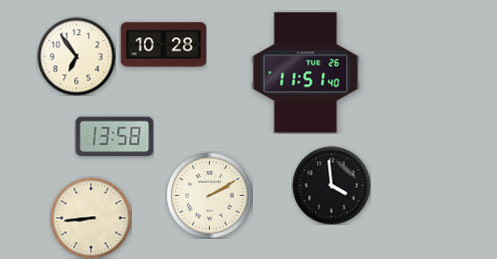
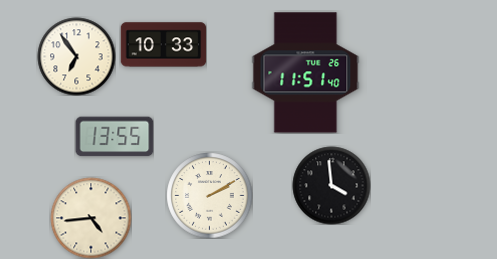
clock at (163, 45): 10:28 -> 10:33
clock at (114, 137): 13:58 -> 13:55
clock at (91, 218): 8:44 -> 4:44
